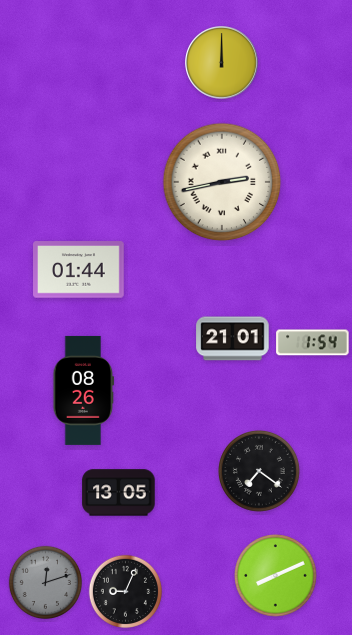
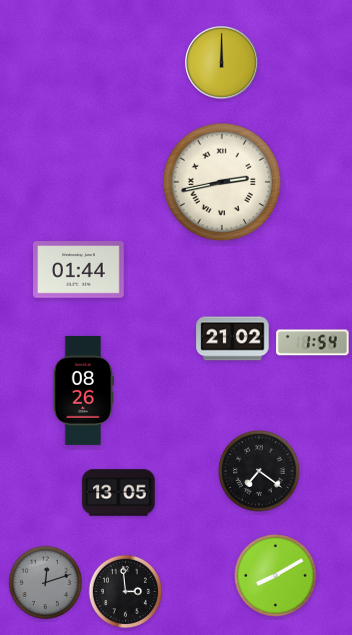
clock at (233, 339): 21:01 -> 21:02
clock at (276, 576): 8:11 -> 8:10
clock at (125, 591): 9:04 -> 2:59
